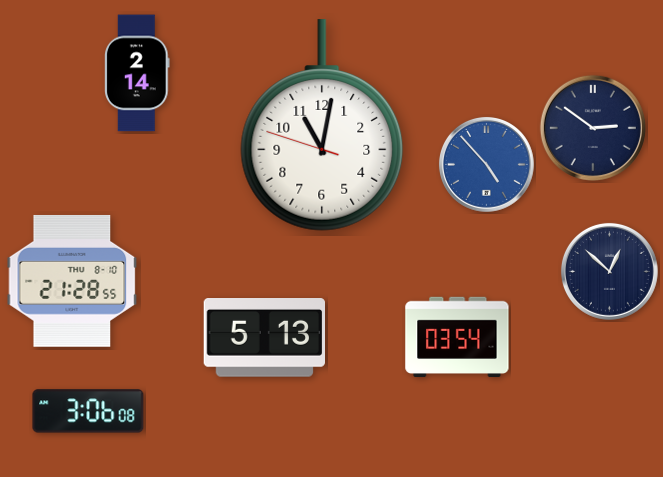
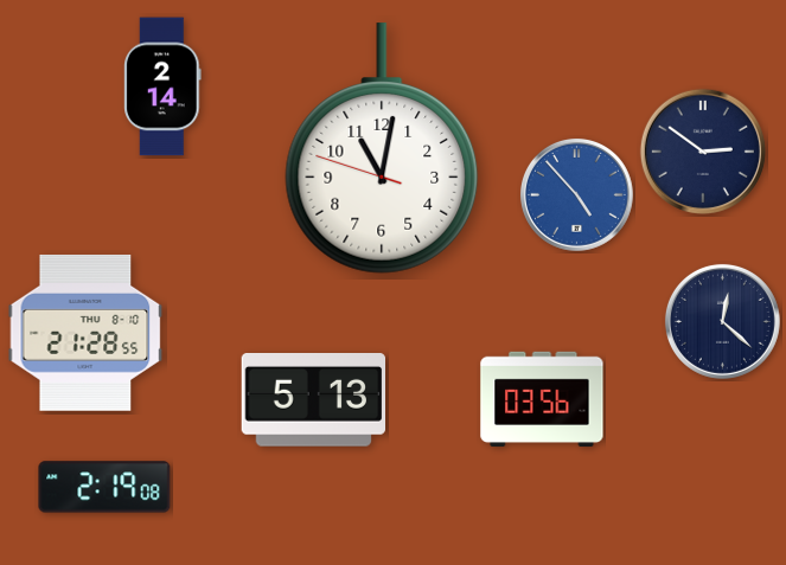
clock at (609, 271): 12:52 -> 12:22
clock at (457, 337): 03:54 -> 03:56
clock at (88, 411): 3:06 -> 2:19
